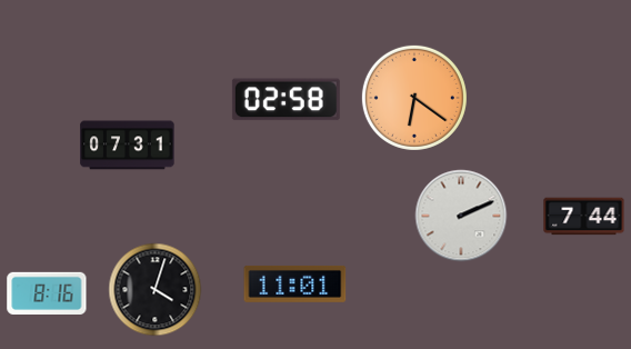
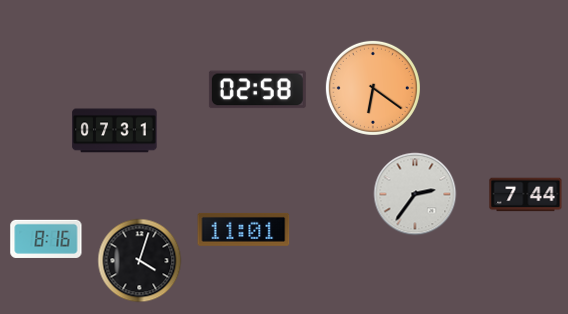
clock at (461, 216): 2:11 -> 2:36
clock at (296, 283) position: (296, 283) -> (244, 229)
clock at (47, 293) position: (47, 293) -> (46, 239)
